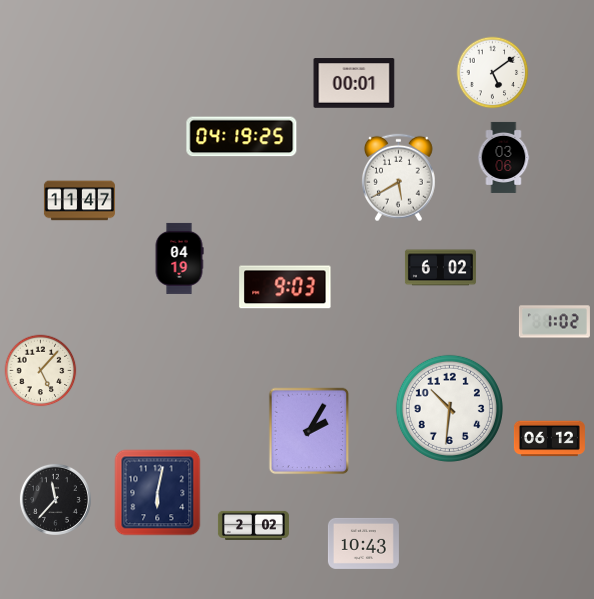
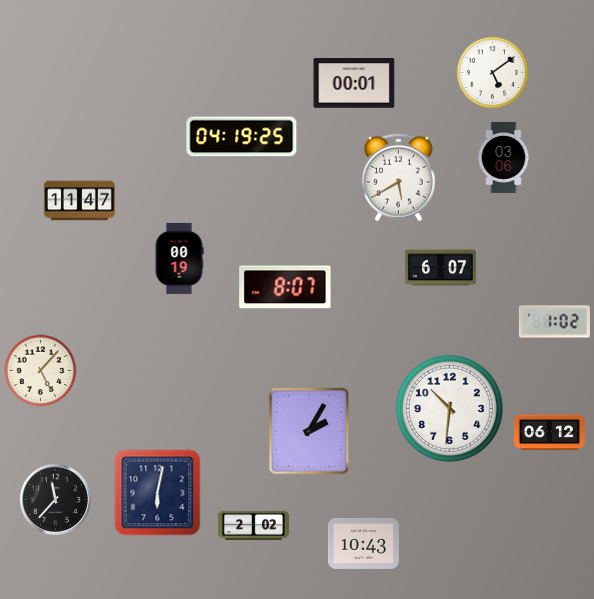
clock at (179, 258): 04:19 -> 00:19
clock at (440, 268): 6:02 -> 6:07
clock at (285, 287): 9:03 -> 8:07
clock at (549, 439) position: (549, 439) -> (549, 433)
